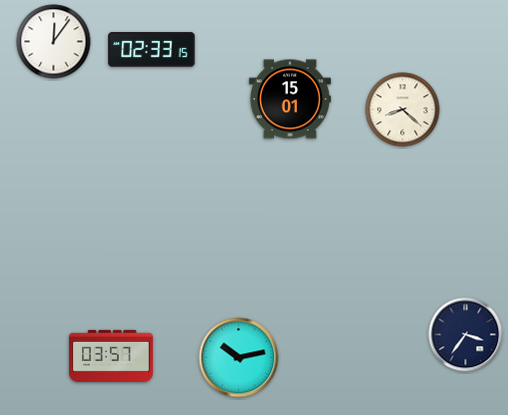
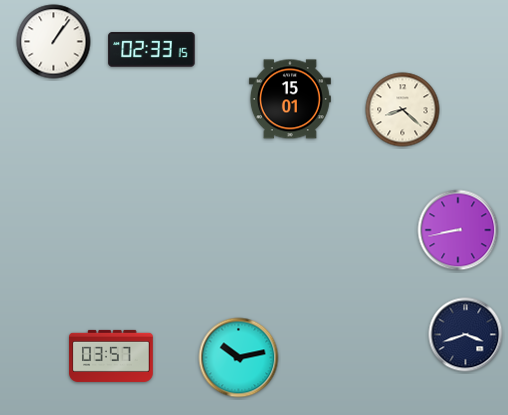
clock at (54, 42): 12:06 -> 1:06
clock at (458, 230): none -> 8:43
clock at (466, 335): 3:36 -> 3:42
